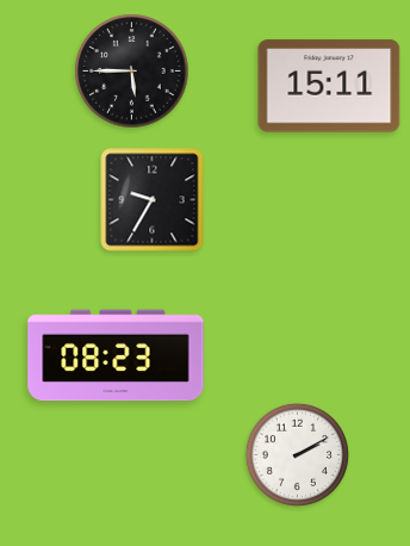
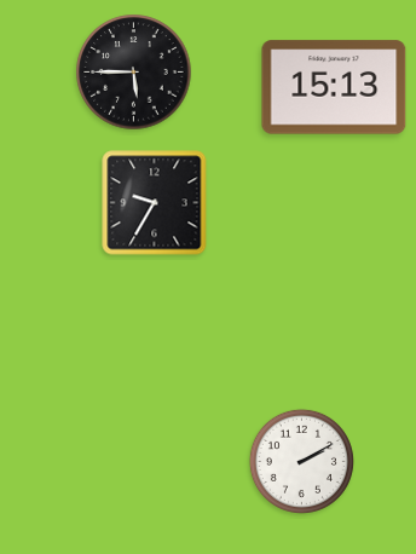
clock at (329, 86): 15:11 -> 15:13
clock at (116, 355): 08:23 -> none
